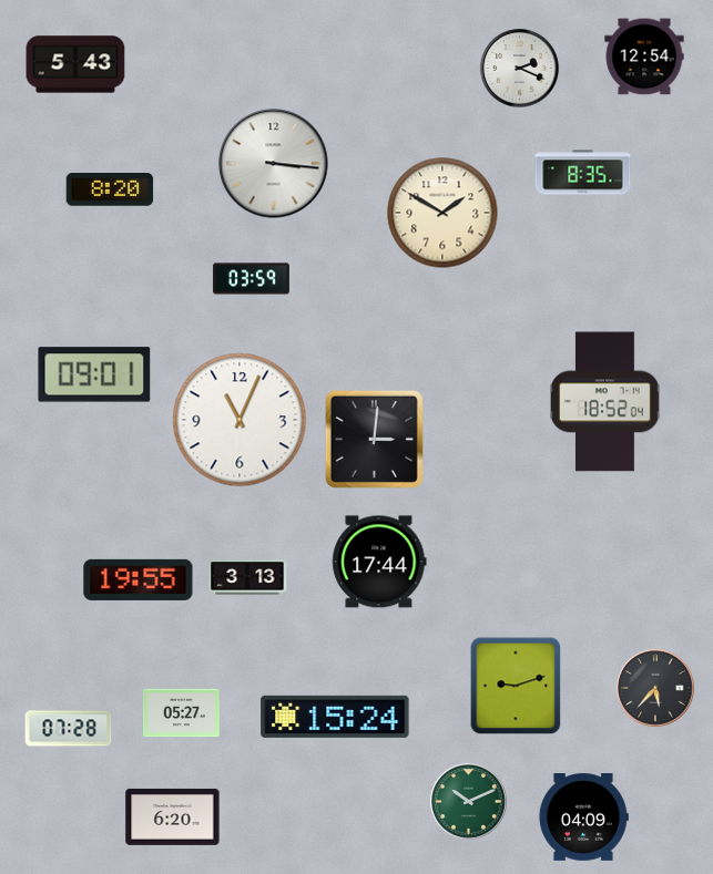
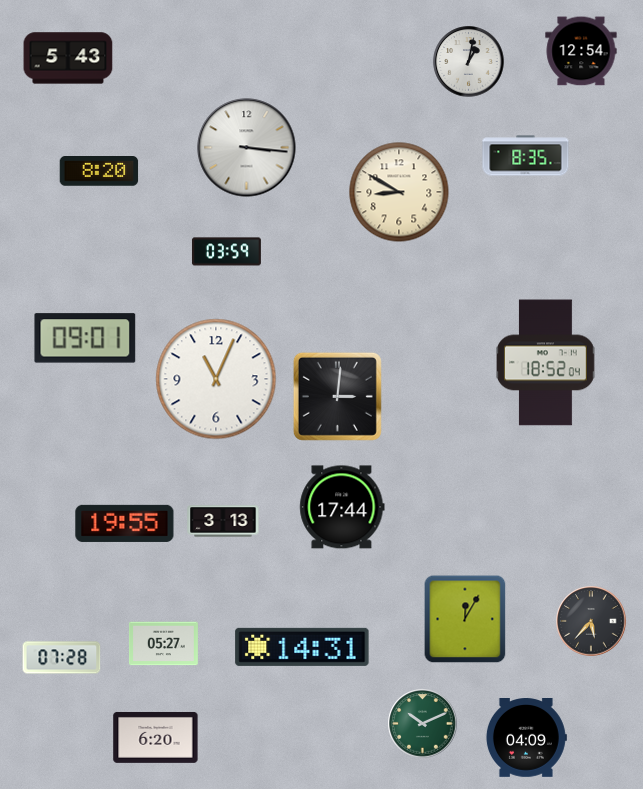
clock at (520, 69): 2:19 -> 1:02
clock at (442, 213): 1:50 -> 8:50
clock at (516, 686): 9:12 -> 12:05
clock at (335, 717): 15:24 -> 14:31
